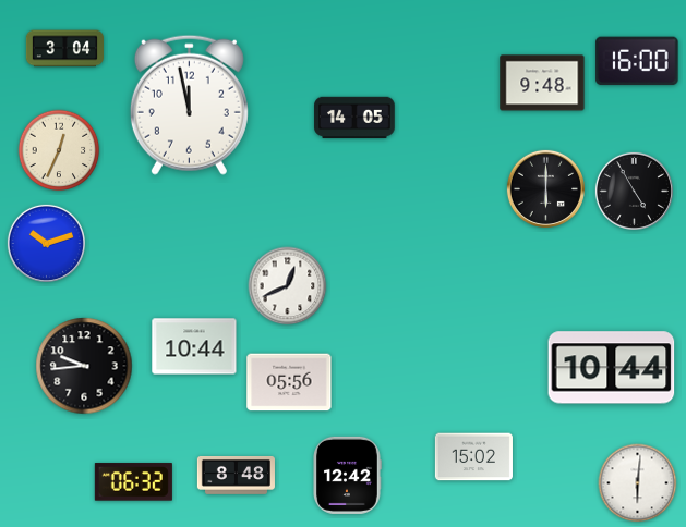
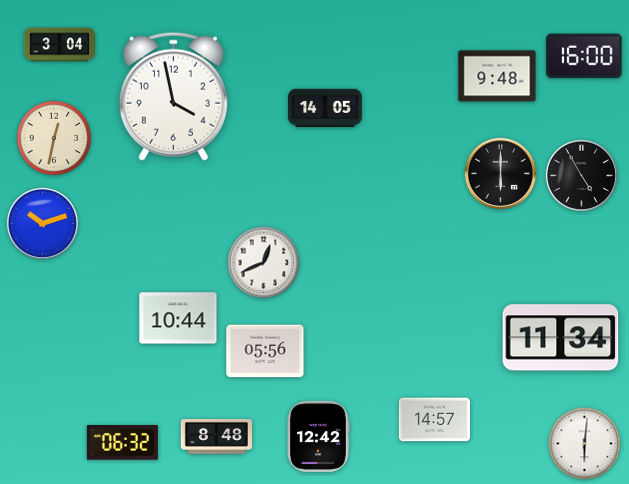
clock at (189, 105): 11:58 -> 3:58
clock at (59, 150): 12:34 -> 12:32
clock at (84, 366): 9:44 -> none
clock at (612, 368): 10:44 -> 11:34
clock at (473, 457): 15:02 -> 14:57
